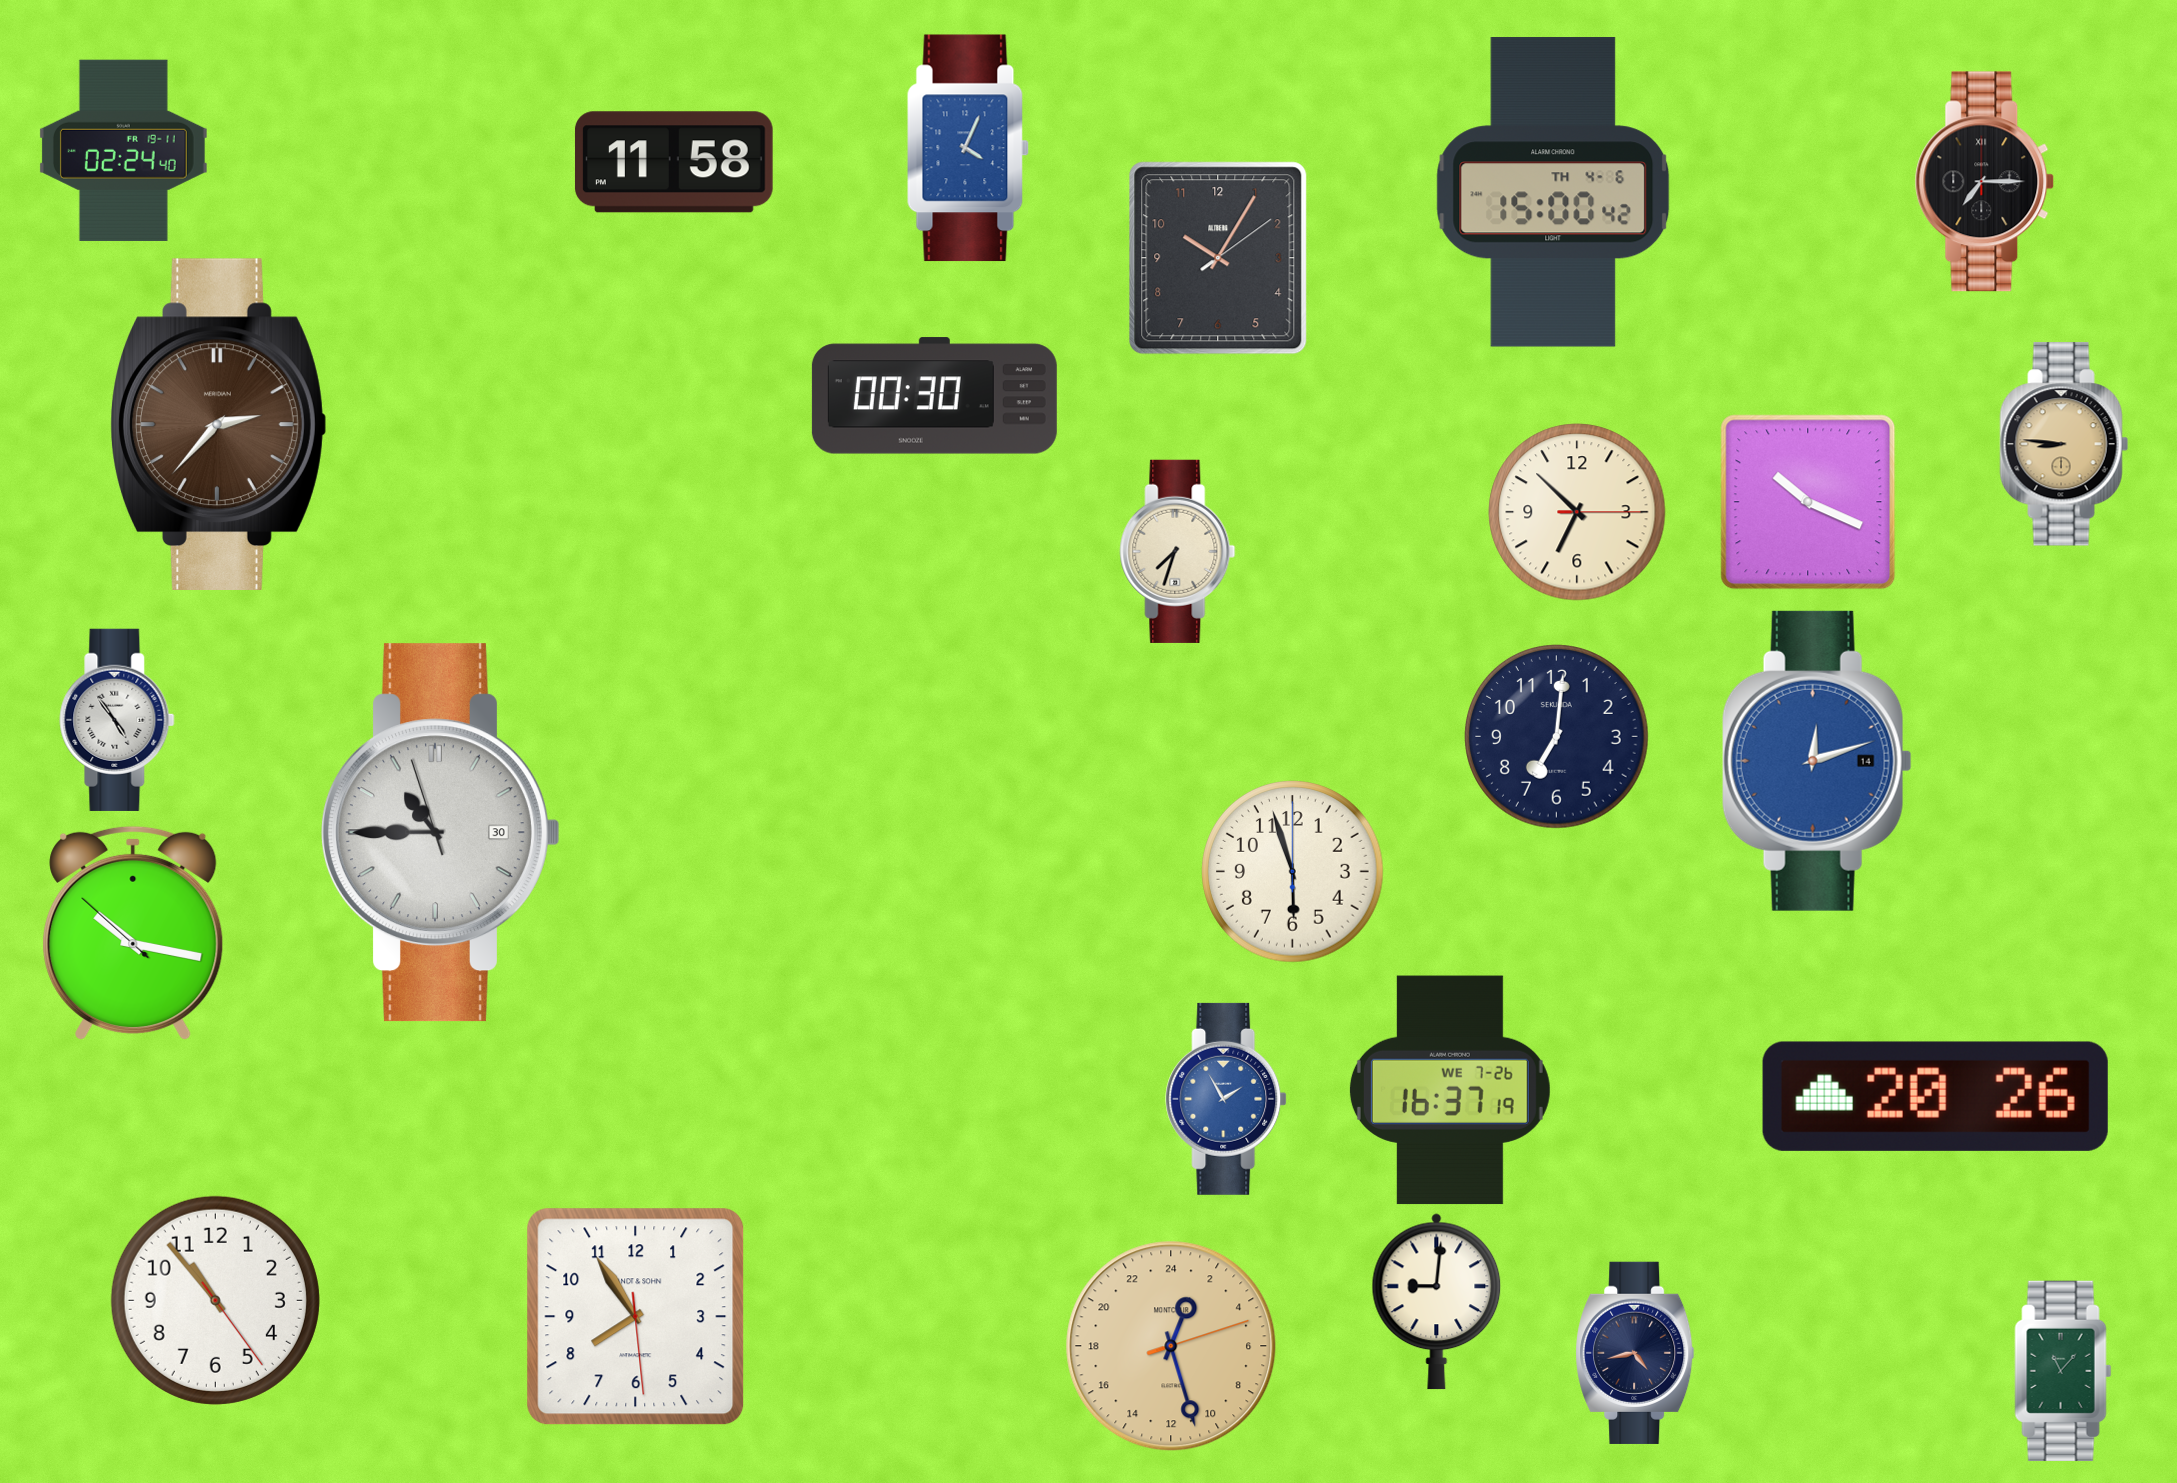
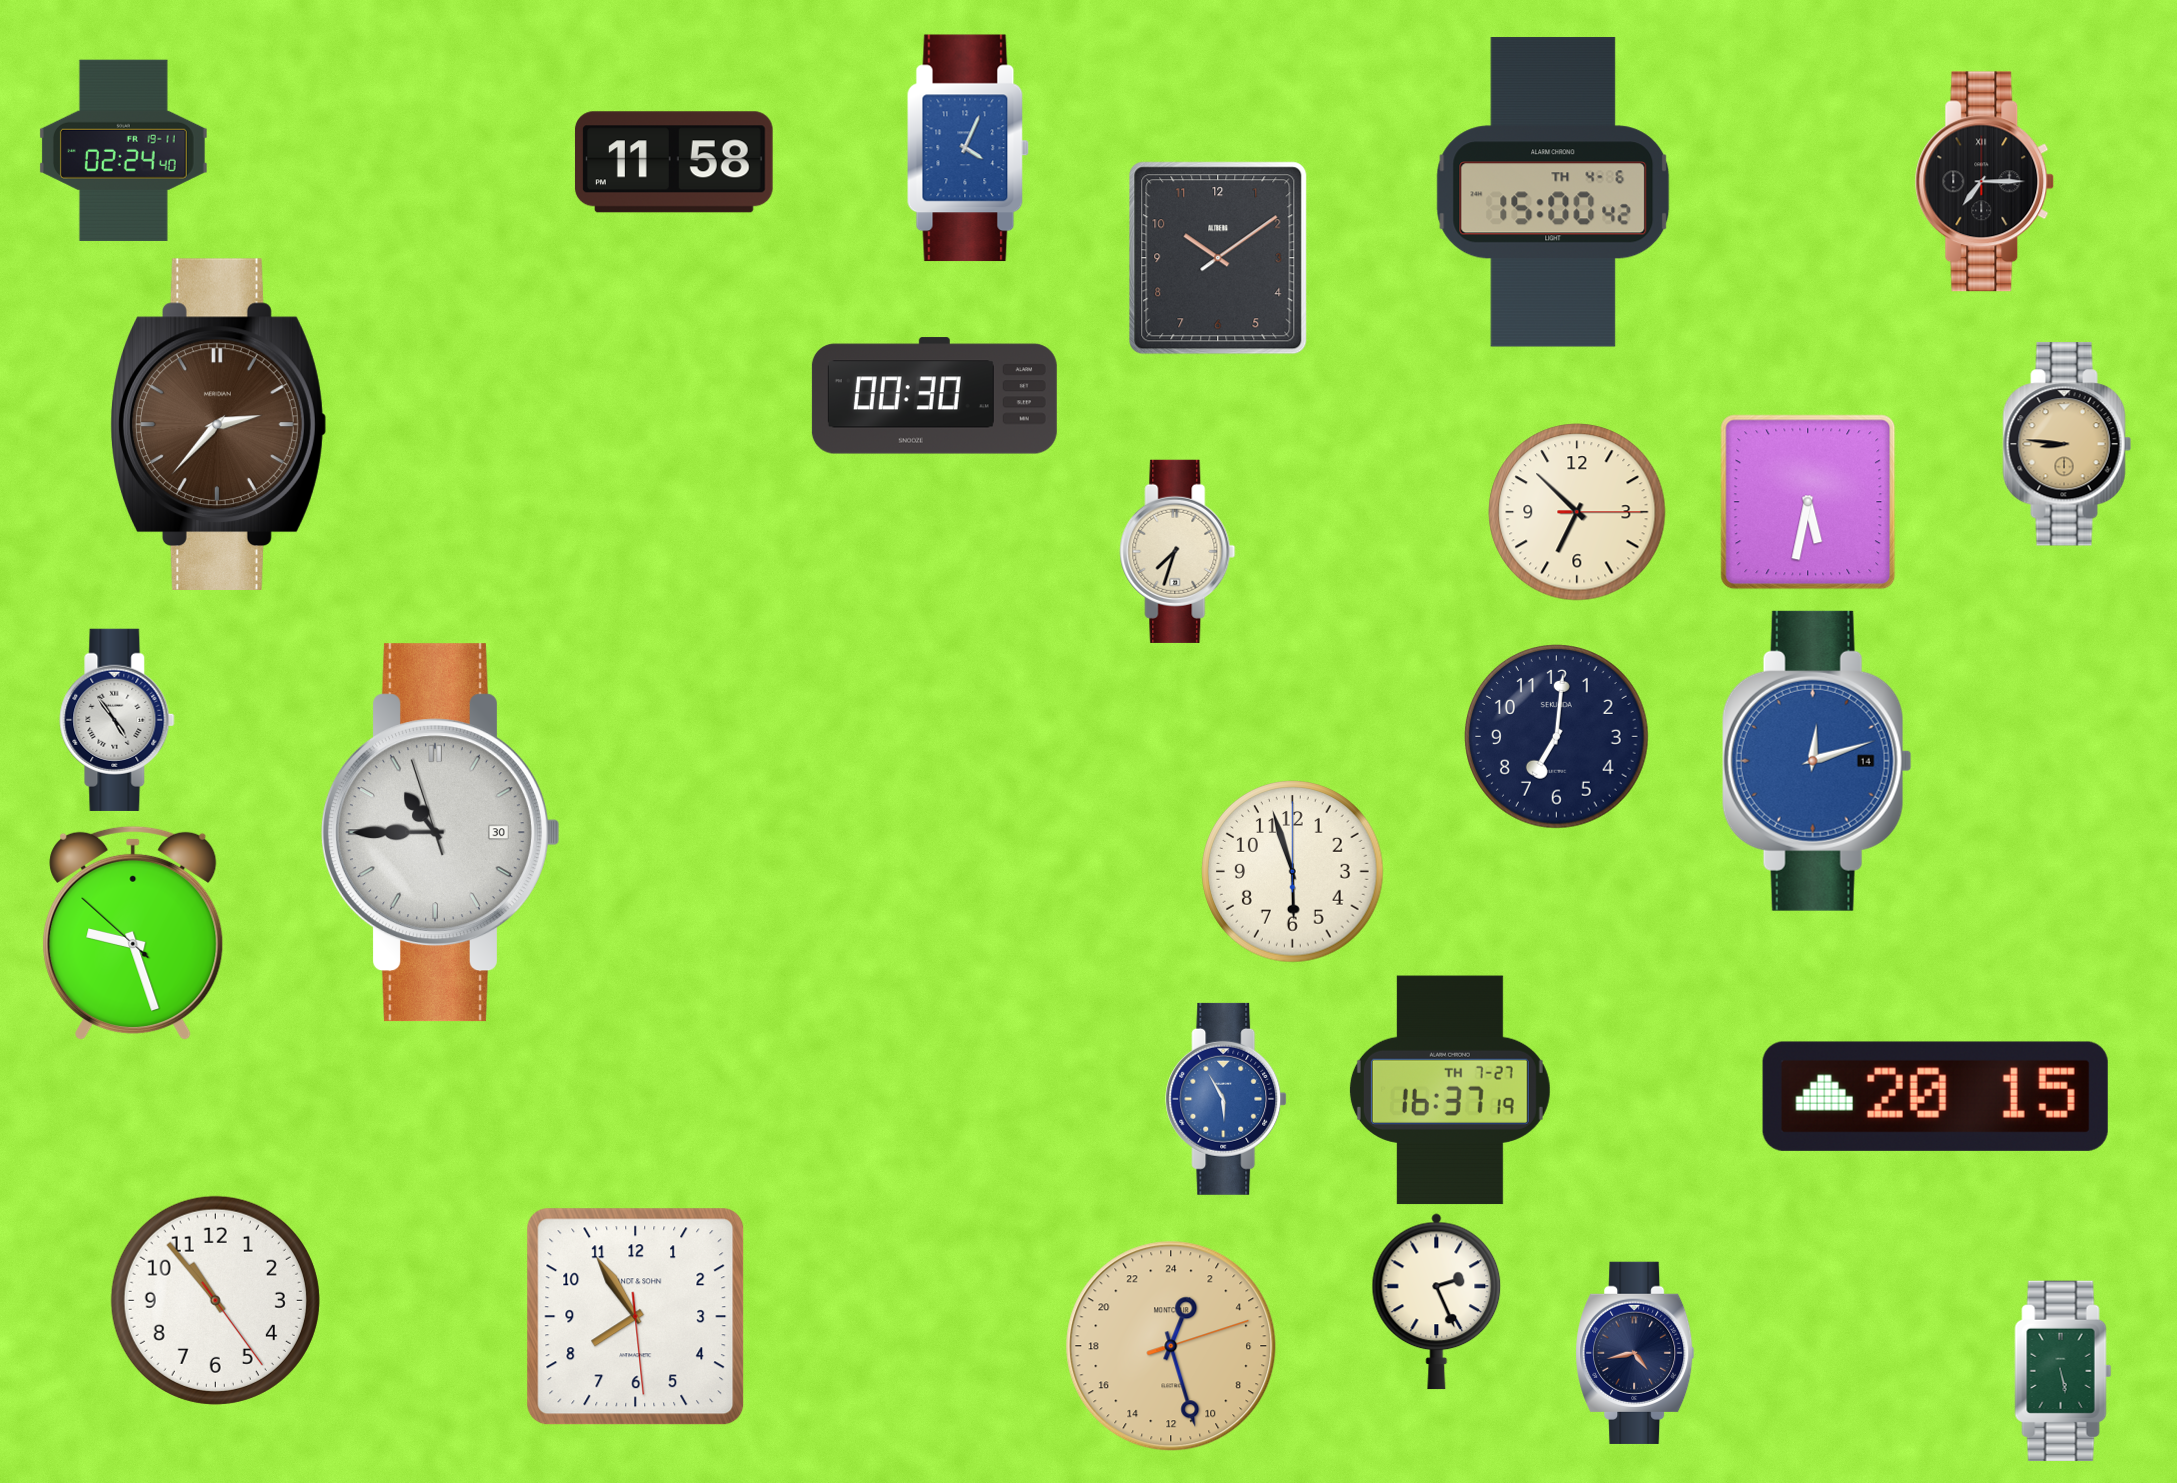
clock at (1218, 258): 10:05 -> 10:09
clock at (2064, 444) position: (2064, 444) -> (2067, 444)
clock at (1808, 502): 10:19 -> 5:32
clock at (133, 933): 10:16 -> 9:26
clock at (1450, 1090) date: WE 7-26 -> TH 7-27
clock at (1935, 1096): 20:26 -> 20:15
clock at (1226, 1099): 1:55 -> 5:55
clock at (1437, 1302): 9:01 -> 2:26
clock at (2063, 1371): 11:07 -> 5:28
